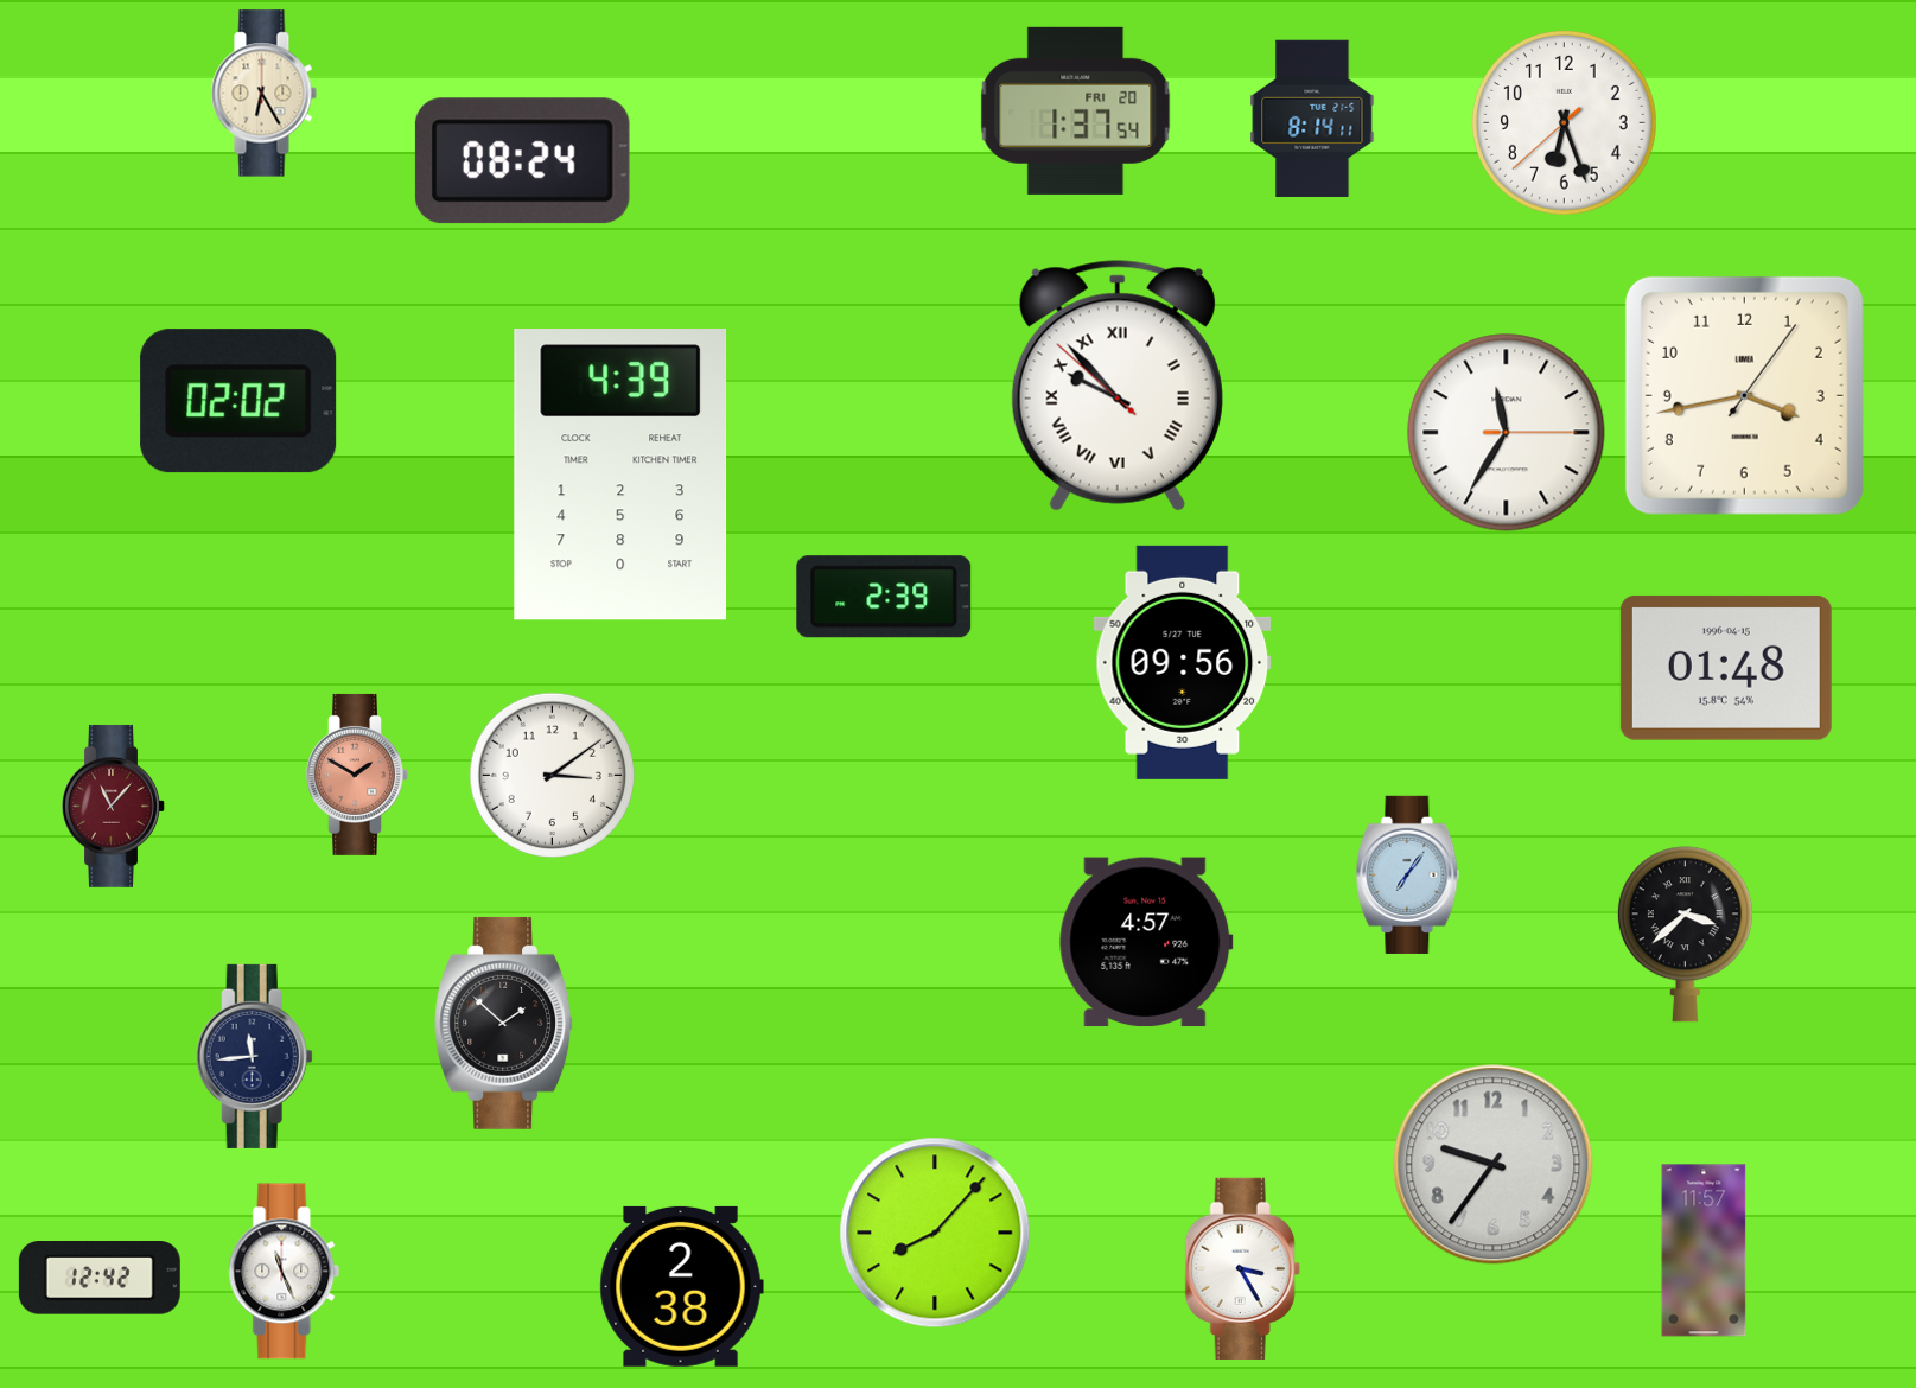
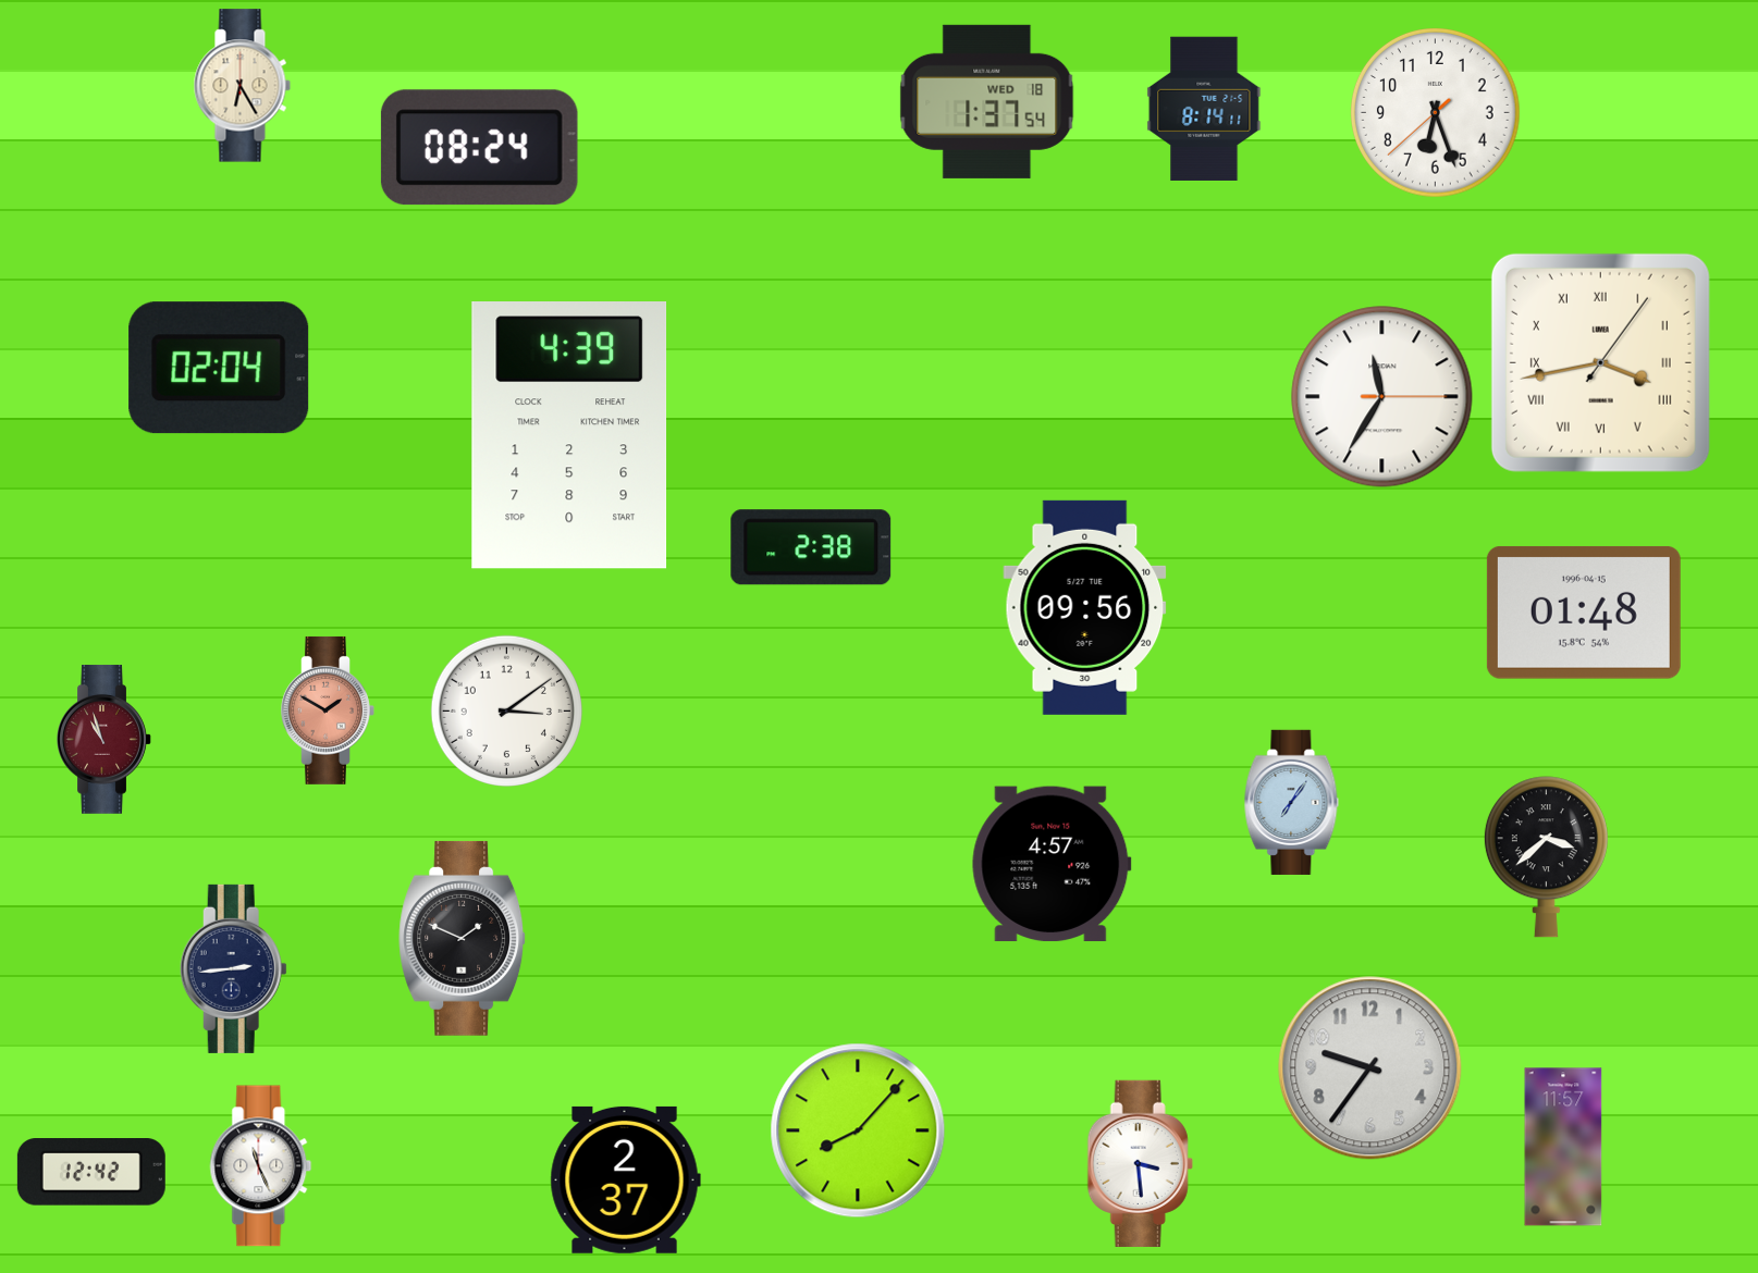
clock at (1076, 110) date: FRI 20 -> WED 18
clock at (1118, 386): 9:52 -> none
clock at (1744, 395) numerals: Arabic -> Roman
clock at (238, 401): 02:02 -> 02:04
clock at (884, 597): 2:39 -> 2:38
clock at (114, 806): 11:07 -> 10:57
clock at (504, 1023): 1:52 -> 1:49
clock at (254, 1056): 11:44 -> 2:44
clock at (1242, 1268): 3:25 -> 3:29
clock at (681, 1286): 2:38 -> 2:37
